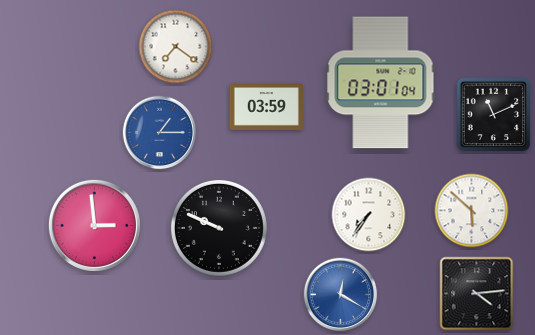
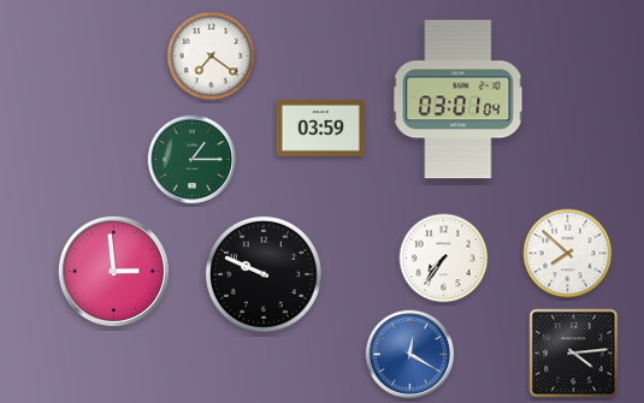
clock at (494, 115): 11:11 -> none
clock at (160, 133) dial: blue -> green
clock at (472, 211): 5:52 -> 7:52
